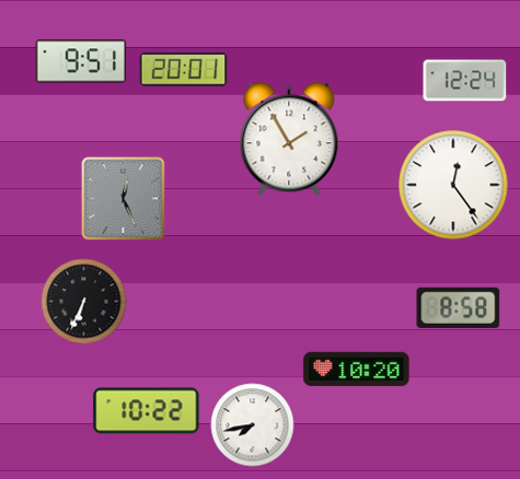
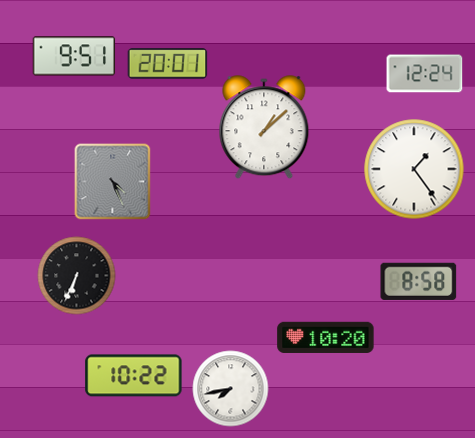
clock at (289, 140): 1:55 -> 1:08
clock at (453, 185): 12:24 -> 1:24
clock at (124, 199): 12:26 -> 4:26
